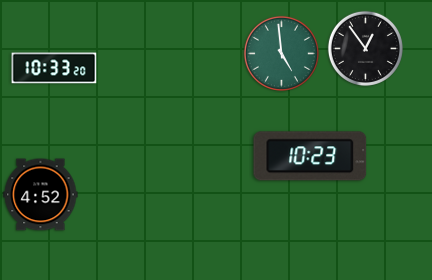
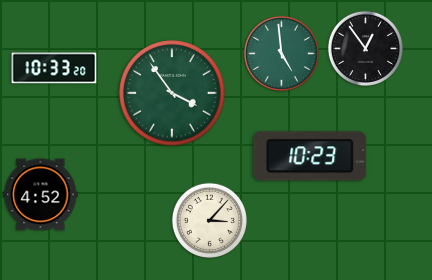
clock at (172, 93): none -> 3:54
clock at (209, 220): none -> 3:07
